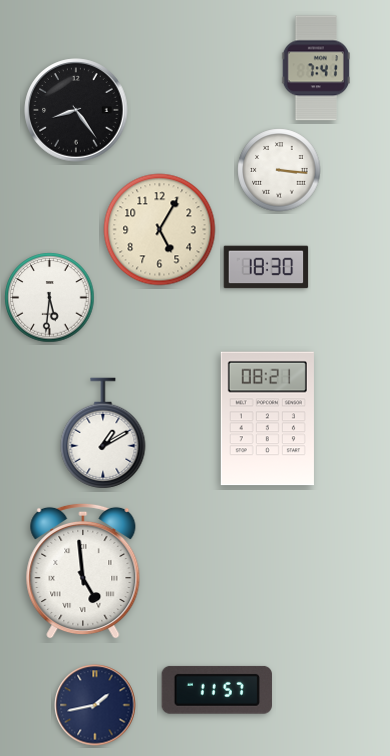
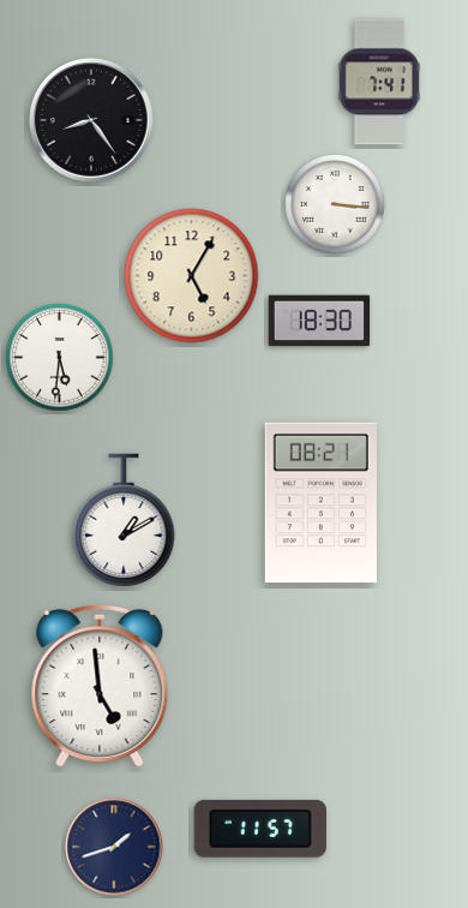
clock at (76, 110) position: (76, 110) -> (91, 120)
clock at (95, 705): 1:43 -> 1:42
